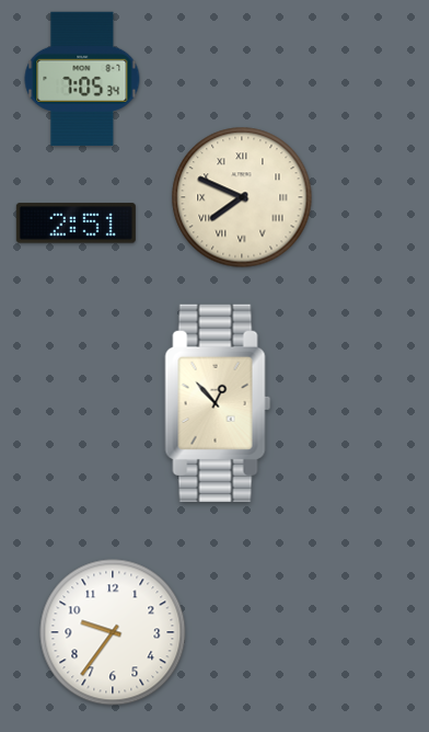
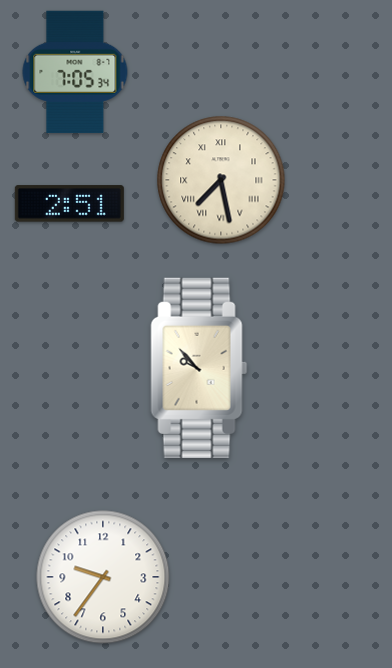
clock at (242, 197): 7:49 -> 7:28
clock at (218, 403): 12:53 -> 9:53
